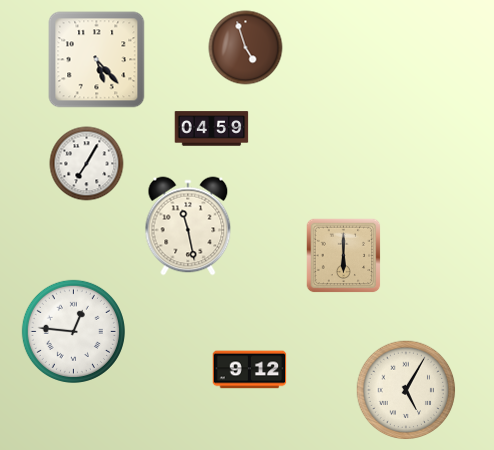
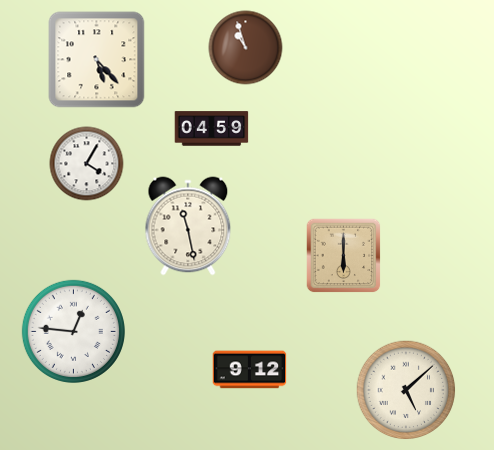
clock at (246, 48): 4:57 -> 10:57
clock at (87, 164): 7:05 -> 4:05
clock at (406, 390): 5:05 -> 5:08
